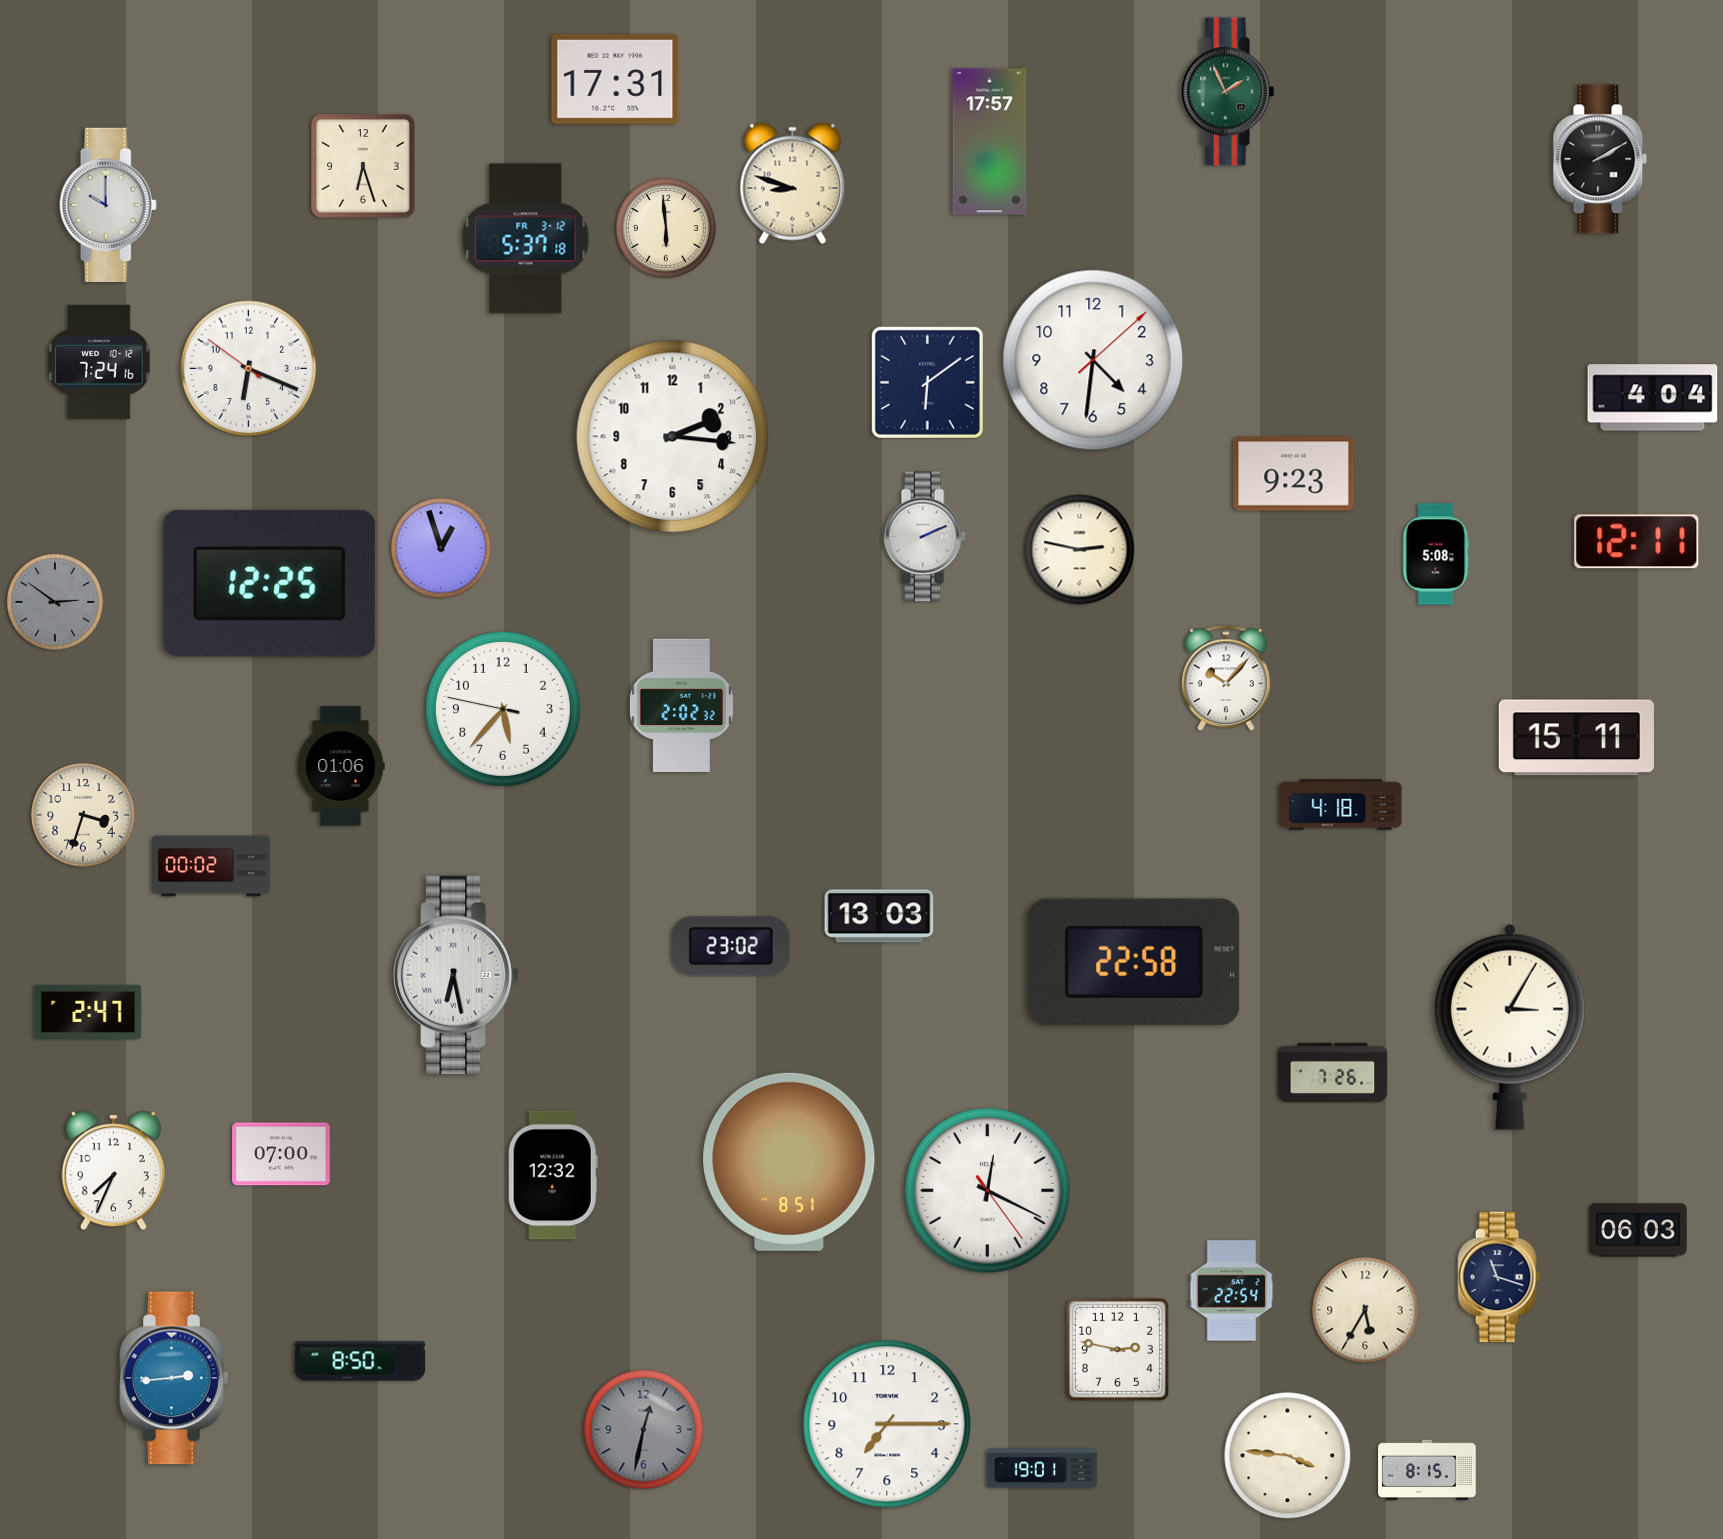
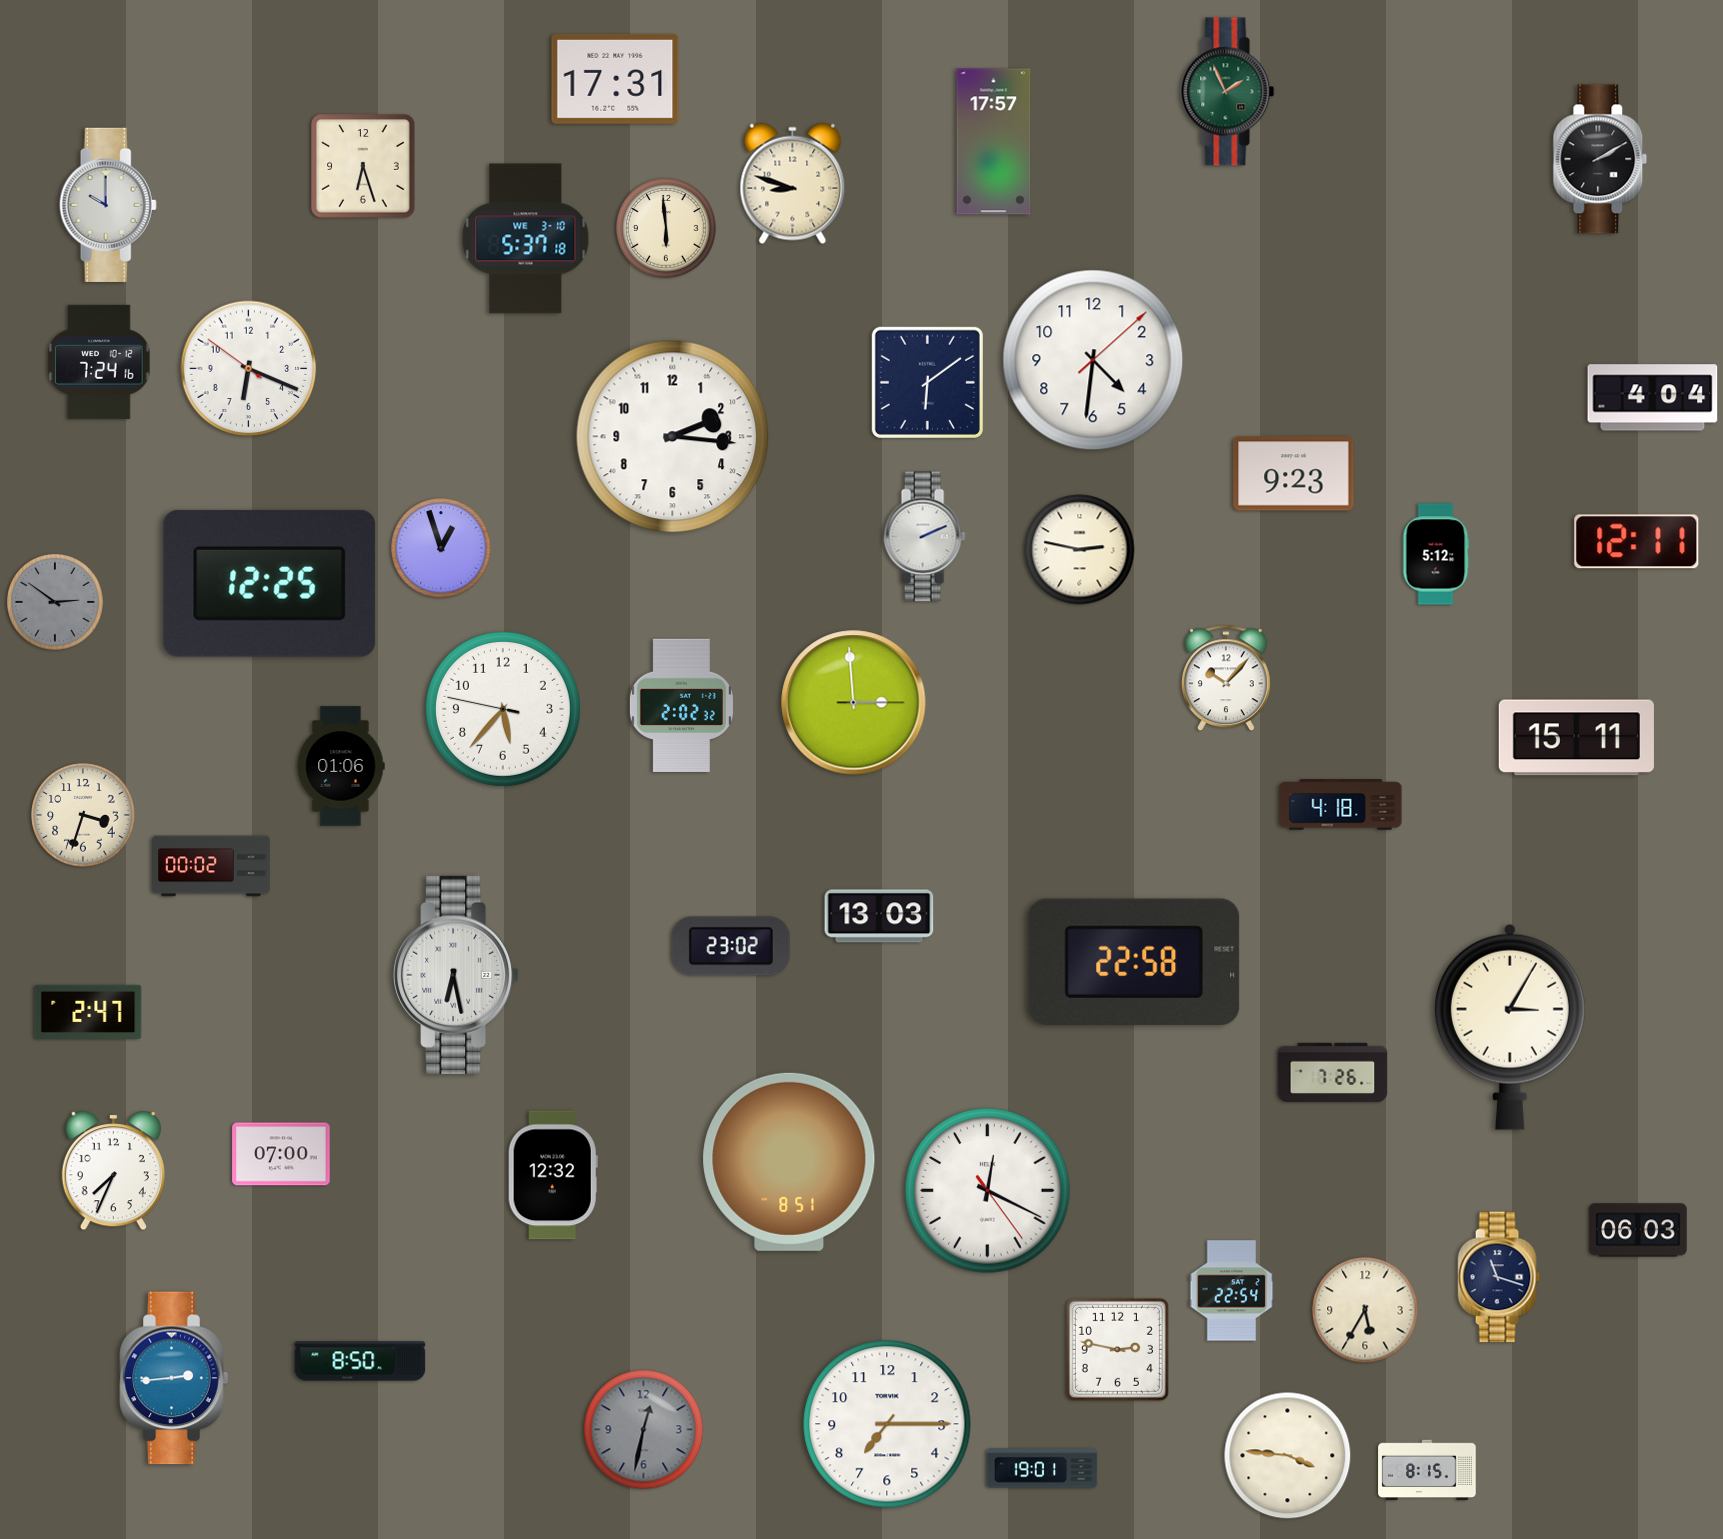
clock at (990, 142) position: (990, 142) -> (994, 142)
clock at (526, 239) date: FR 3-12 -> WE 3-10
clock at (1436, 554): 5:08 -> 5:12
clock at (854, 703): none -> 2:59
